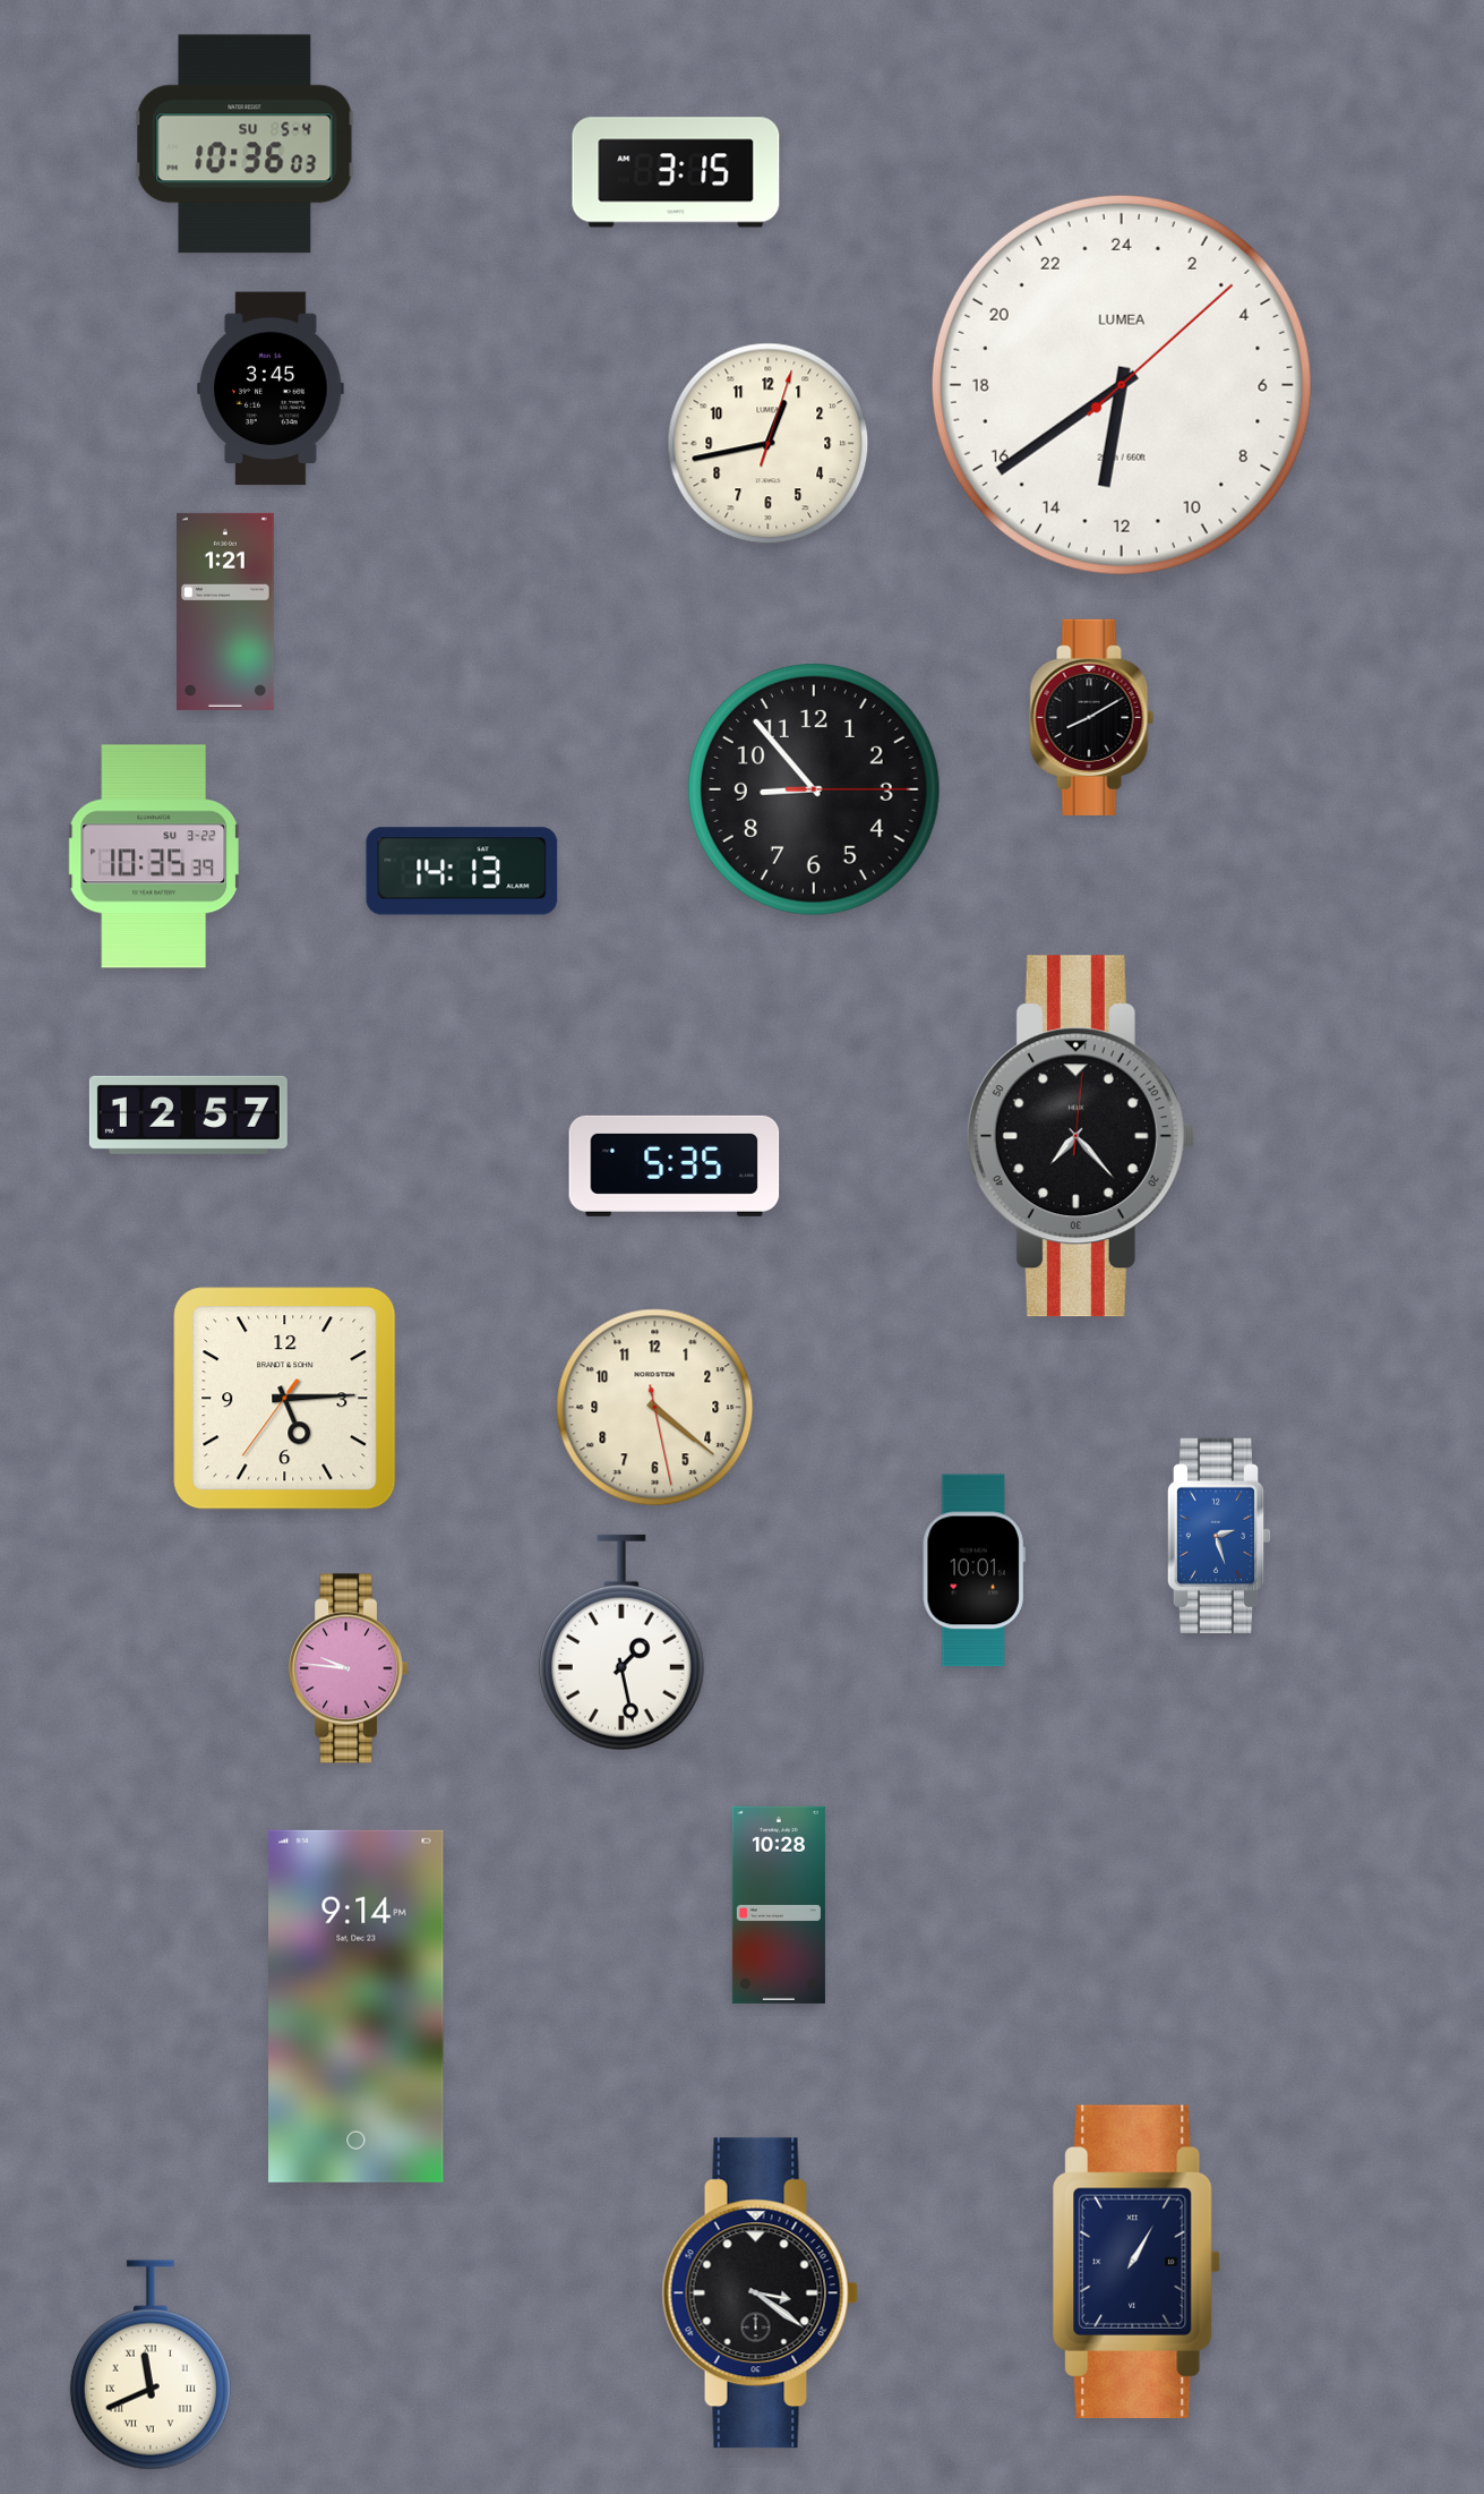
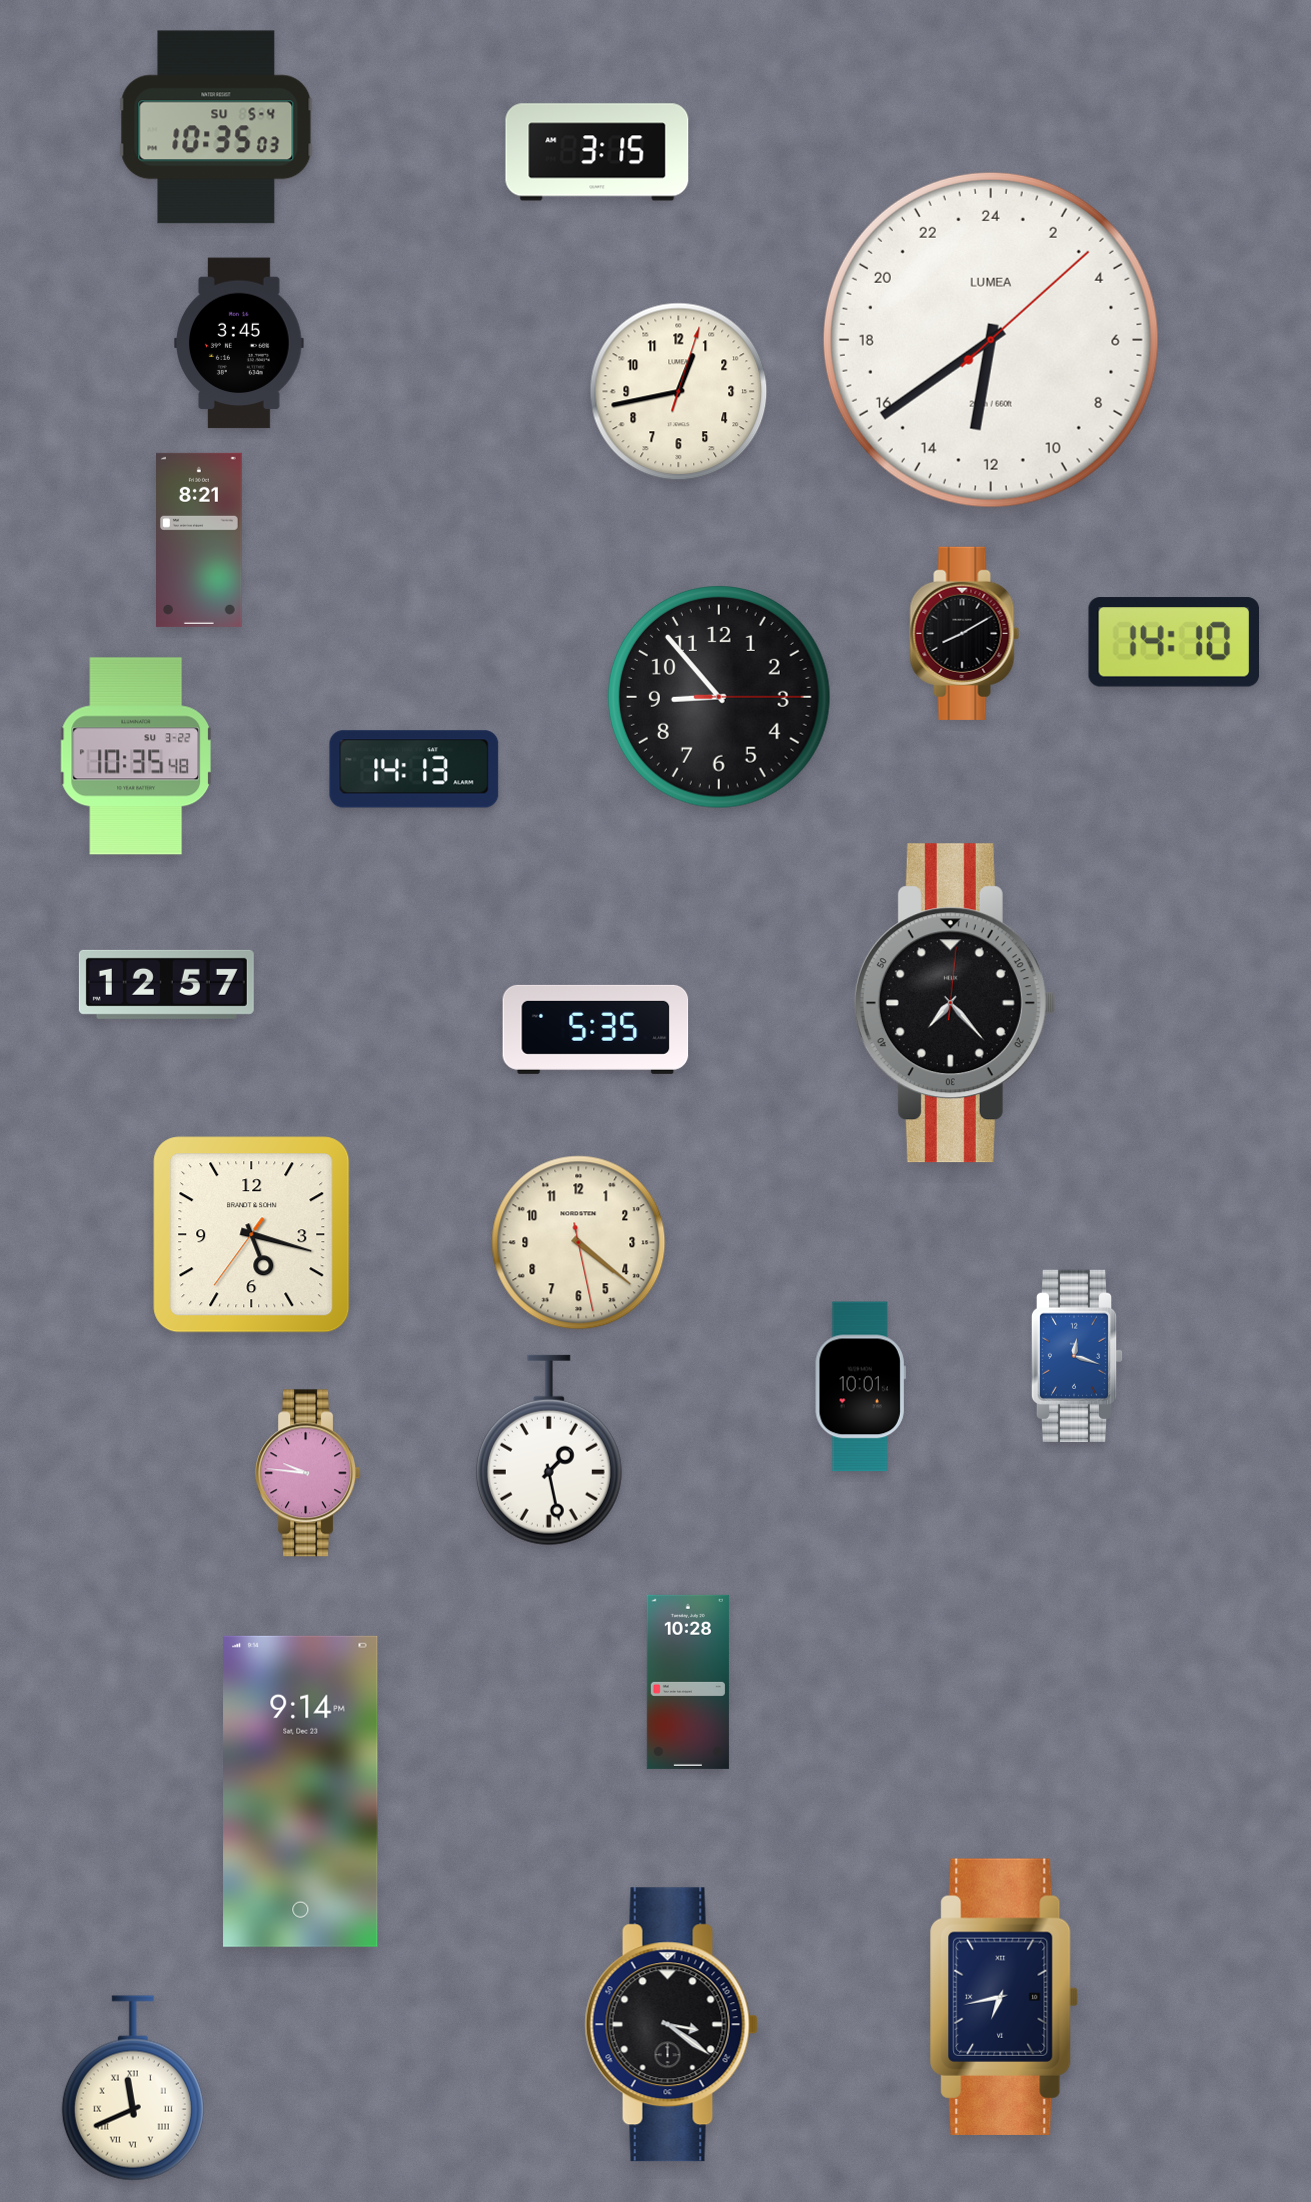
clock at (245, 144): 10:36 -> 10:35
clock at (226, 612): 1:21 -> 8:21
clock at (1173, 643): none -> 14:10
clock at (153, 856): 10:35:39 -> 10:35:48
clock at (462, 871) position: (462, 871) -> (414, 769)
clock at (285, 1399): 5:14 -> 5:17
clock at (1219, 1536): 2:27 -> 12:18
clock at (357, 2006) position: (357, 2006) -> (301, 1791)
clock at (1136, 2262): 1:05 -> 6:43
